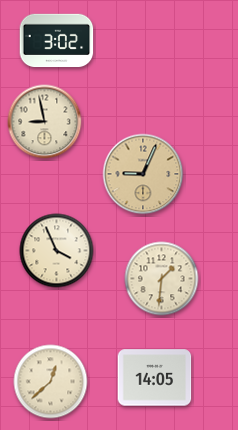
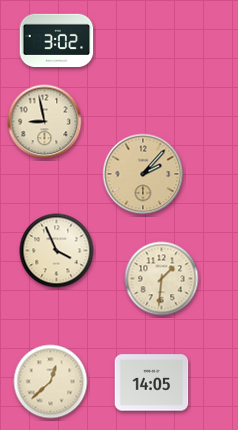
clock at (143, 174): 9:04 -> 2:07
clock at (155, 378) position: (155, 378) -> (152, 383)
